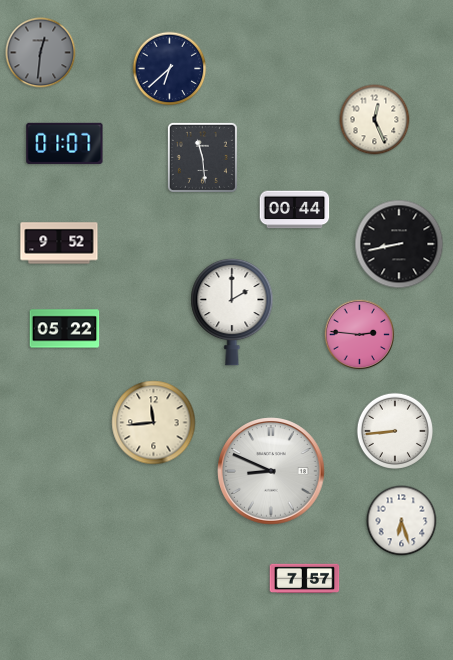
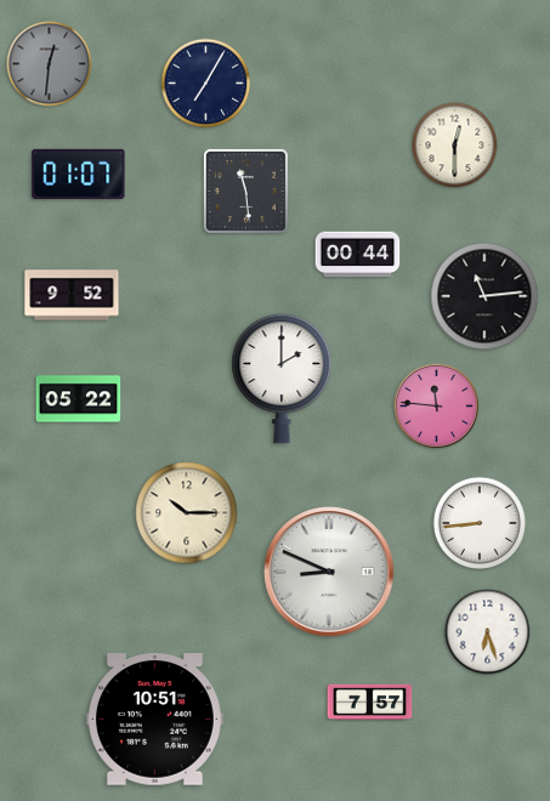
clock at (170, 69): 6:38 -> 7:05
clock at (375, 120): 12:26 -> 12:30
clock at (399, 244): 8:43 -> 11:14
clock at (360, 335): 2:46 -> 11:46
clock at (154, 423): 11:44 -> 10:15
clock at (155, 720): none -> 10:51
